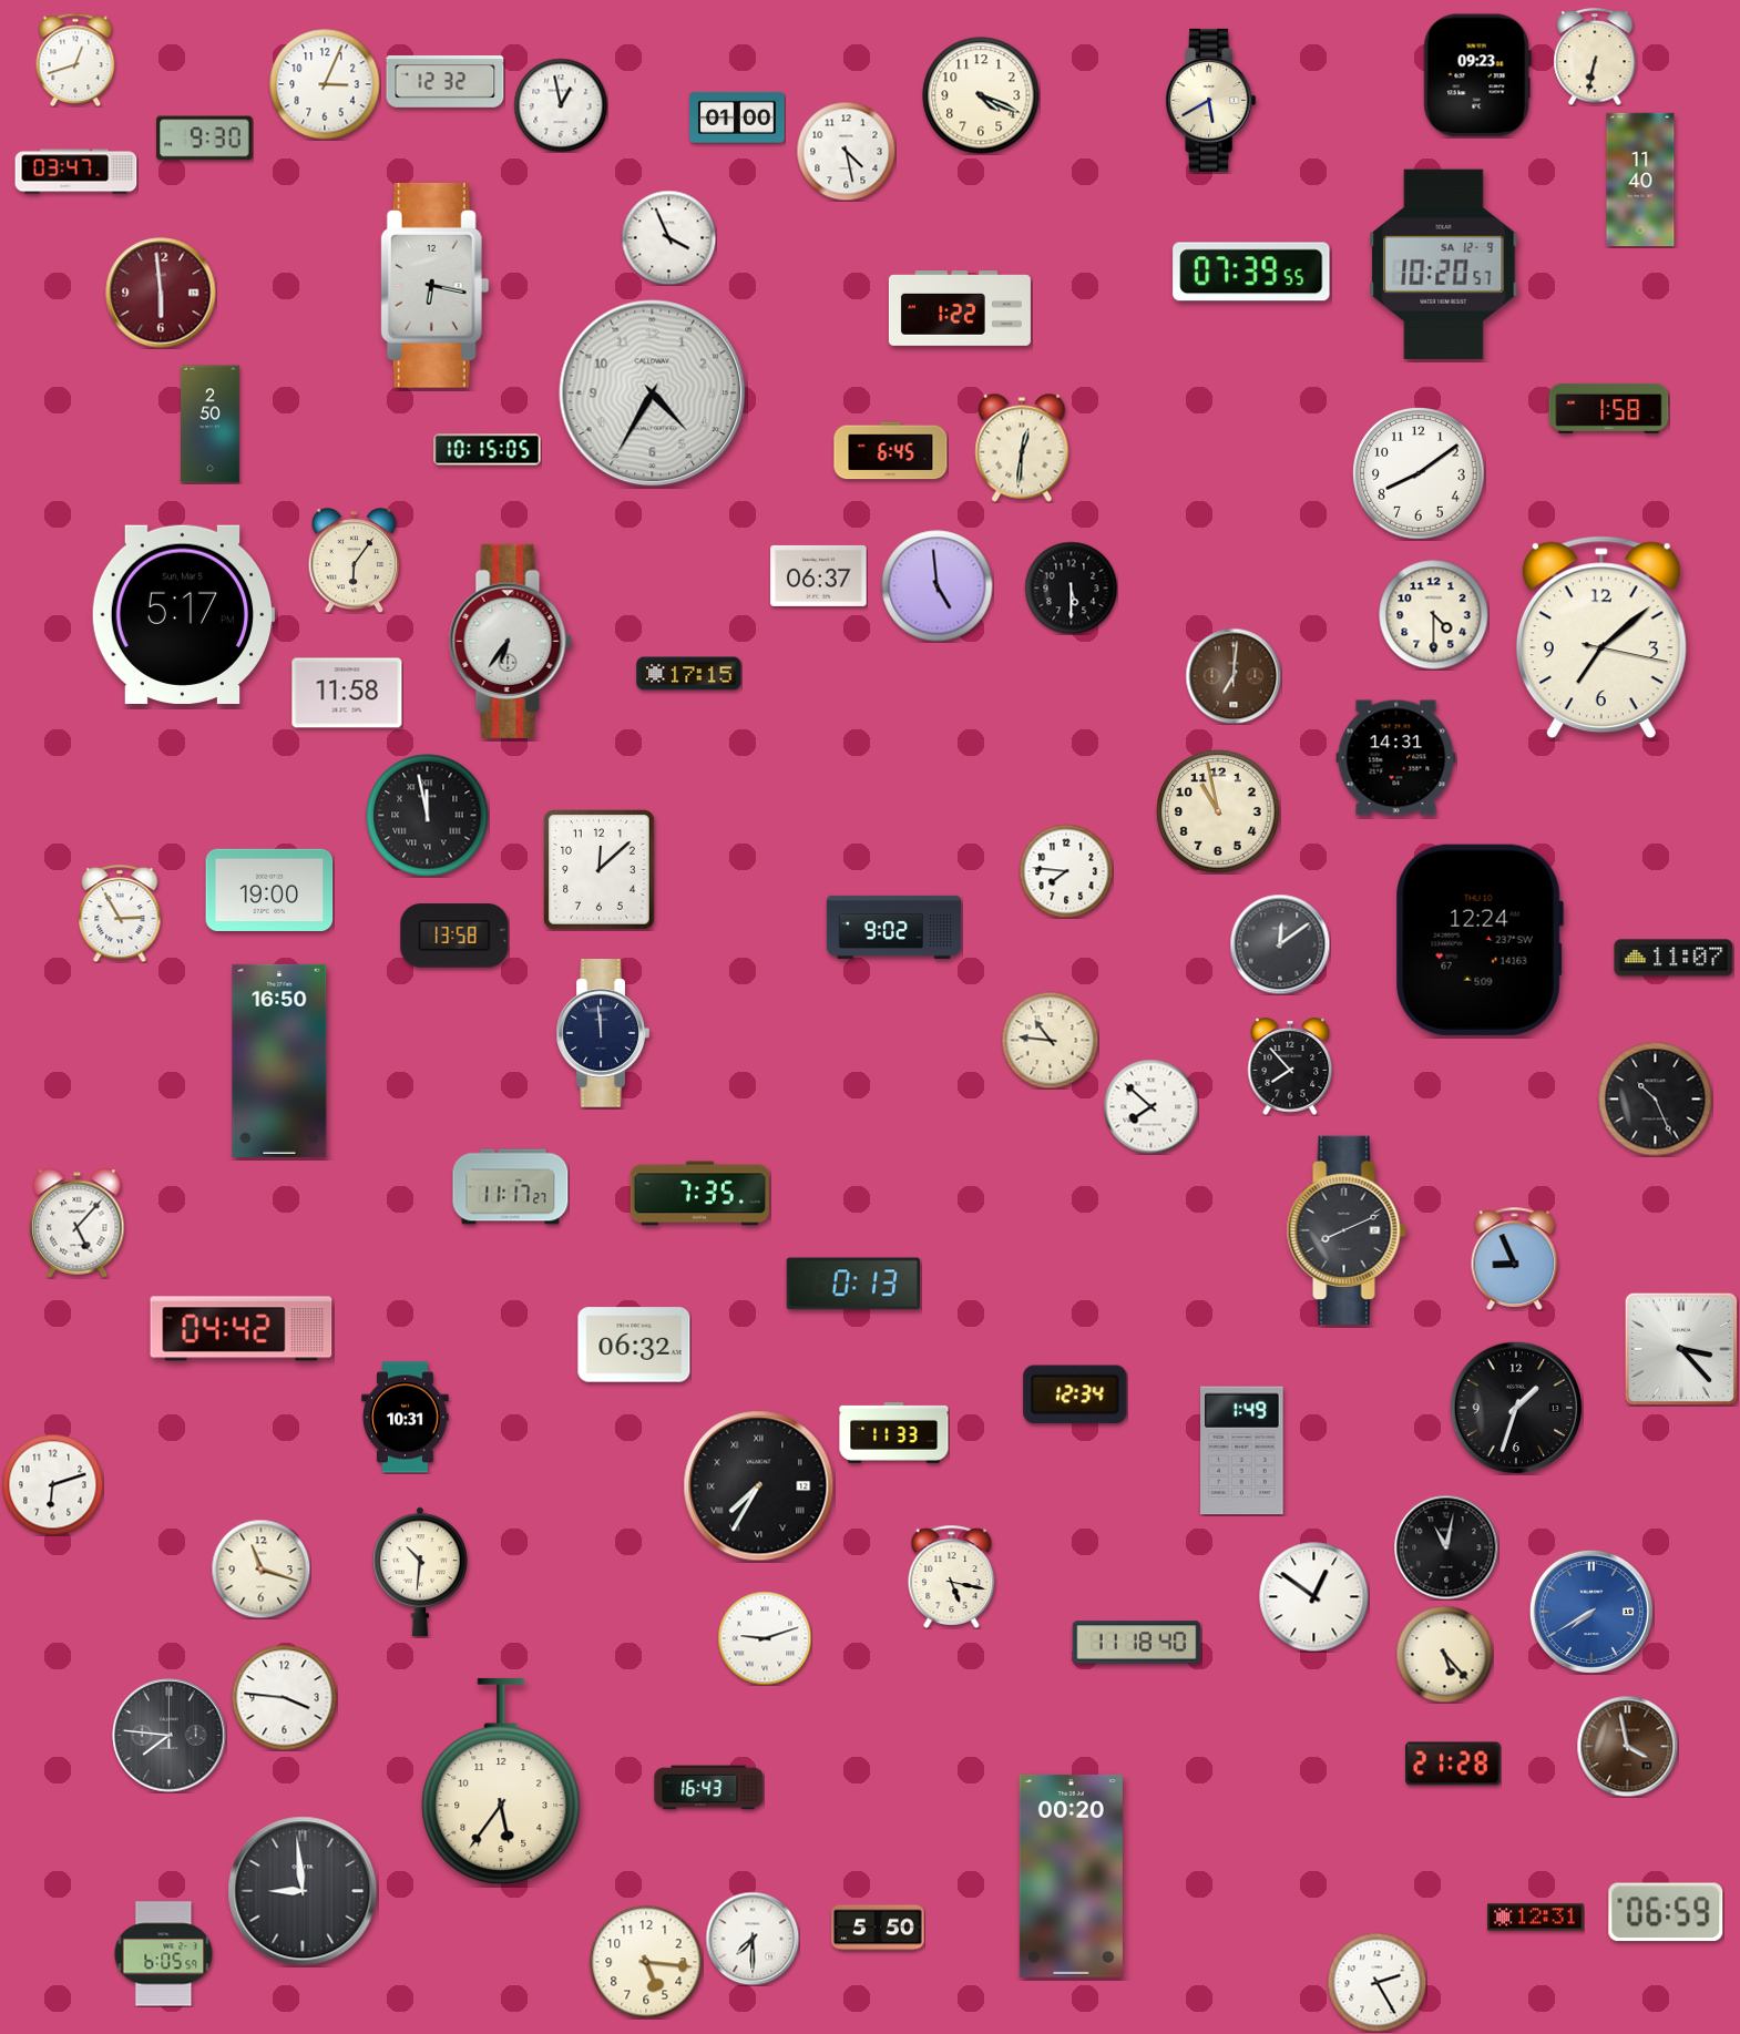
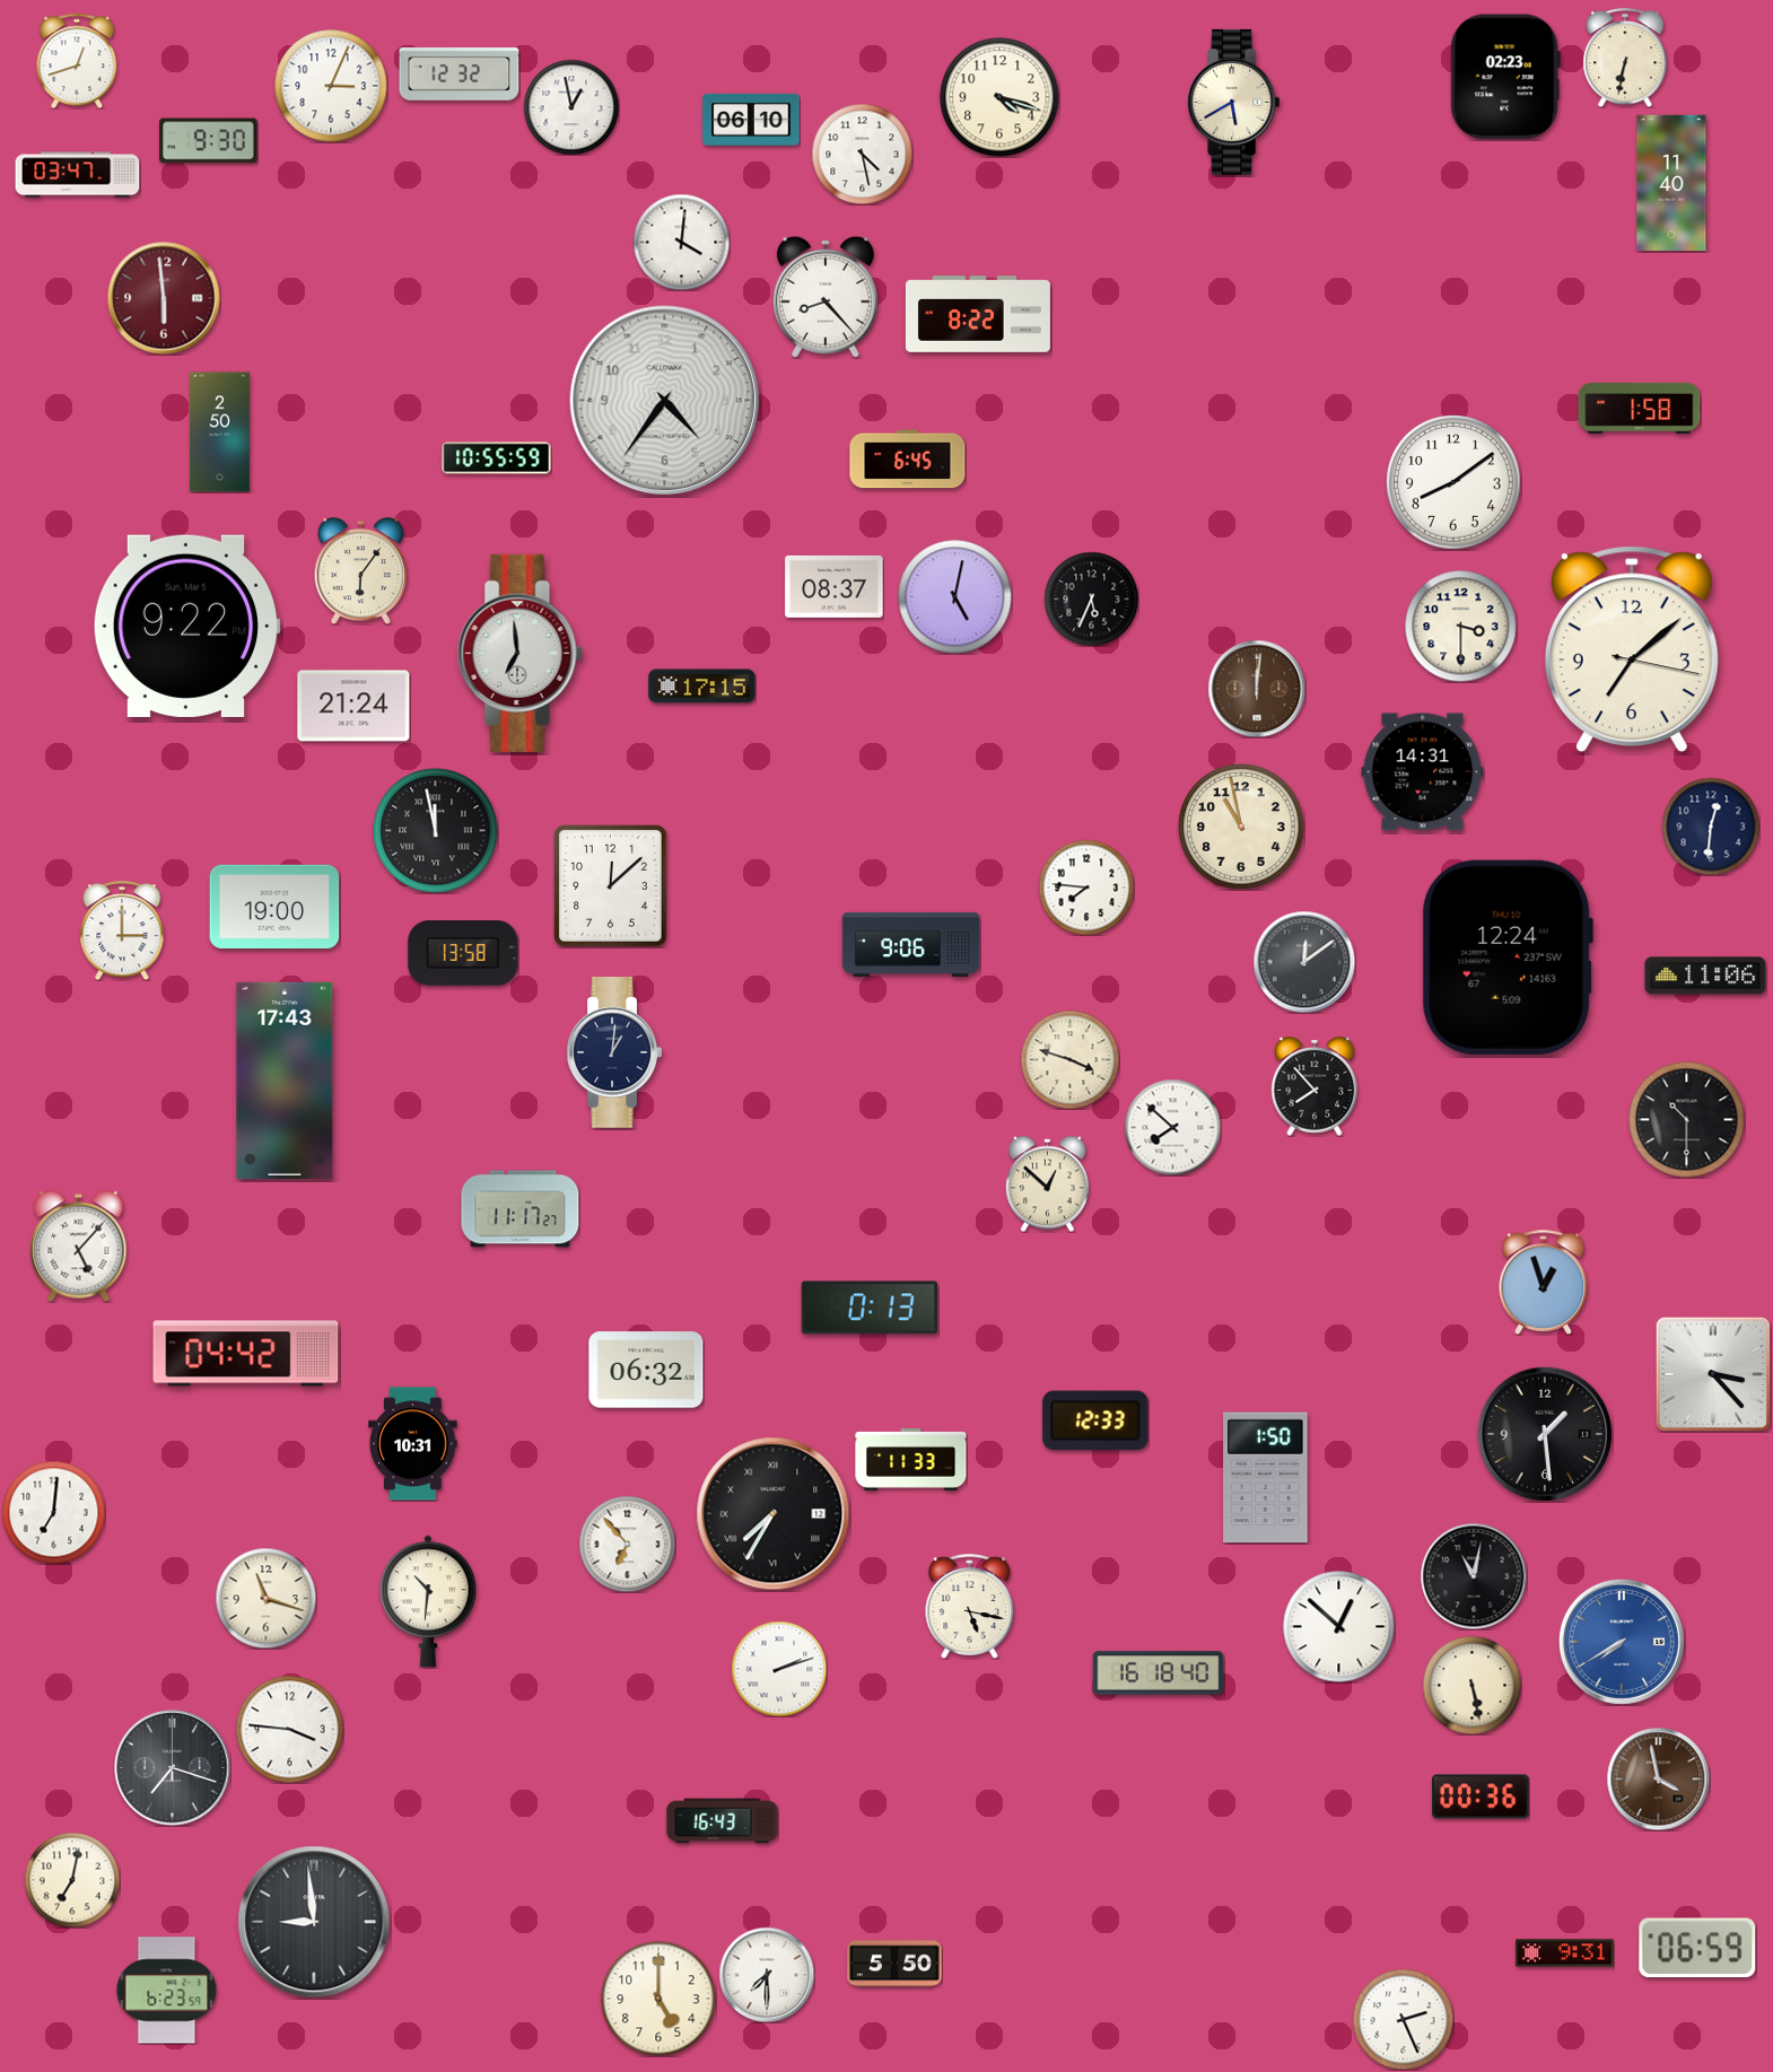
clock at (1477, 75): 09:23 -> 02:23
clock at (446, 82) position: (446, 82) -> (460, 75)
clock at (981, 95): 4:19 -> 4:18
clock at (737, 117): 01:00 -> 06:10
clock at (668, 237): 3:56 -> 4:01
clock at (1444, 264): 10:20 -> none
clock at (1251, 272): 07:39 -> none
clock at (434, 285): 6:17 -> none
clock at (826, 297): none -> 8:23
clock at (960, 309): 1:22 -> 8:22
clock at (653, 393): 4:35 -> 4:36
clock at (1609, 408) position: (1609, 408) -> (1640, 408)
clock at (211, 425) position: (211, 425) -> (220, 432)
clock at (1022, 448): 12:31 -> none
clock at (488, 450): 10:15 -> 10:55
clock at (1419, 473) position: (1419, 473) -> (1453, 482)
clock at (819, 575): 06:37 -> 08:37
clock at (938, 586): 4:59 -> 5:02
clock at (1071, 587): 5:30 -> 5:34
clock at (183, 614): 5:17 -> 9:22
clock at (1434, 615): 4:30 -> 3:30
clock at (510, 641): 6:36 -> 6:59
clock at (1234, 676): 7:01 -> 12:01
clock at (347, 693): 11:58 -> 21:24
clock at (1711, 827): none -> 12:31
clock at (120, 913): 2:55 -> 3:00
clock at (894, 927): 9:02 -> 9:06
clock at (1674, 958): 11:07 -> 11:06
clock at (603, 1034): 11:59 -> 1:01
clock at (1050, 1040): 10:46 -> 3:48
clock at (279, 1061): 16:50 -> 17:43
clock at (1656, 1100): 10:26 -> 10:30
clock at (1047, 1183): none -> 12:52
clock at (699, 1194): 7:35 -> none
clock at (1347, 1230): 8:11 -> none
clock at (1515, 1258): 8:56 -> 12:57
clock at (1075, 1394): 12:34 -> 12:33
clock at (1516, 1408): 1:33 -> 1:29
clock at (1242, 1451): 1:49 -> 1:50
clock at (52, 1484): 6:12 -> 7:01
clock at (627, 1544): none -> 6:53
clock at (1314, 1597): 12:51 -> 12:52
clock at (765, 1638): 9:12 -> 2:12
clock at (1137, 1643): 11:18 -> 16:18
clock at (1444, 1654): 5:23 -> 5:28
clock at (170, 1736): 7:46 -> 7:18
clock at (1453, 1764): 21:28 -> 00:36
clock at (501, 1781): 5:36 -> none
clock at (72, 1880): none -> 7:02
clock at (1071, 1875): 00:20 -> none
clock at (303, 1891) position: (303, 1891) -> (314, 1922)
clock at (1536, 1918): 12:31 -> 9:31
clock at (164, 1954): 6:05 -> 6:23
clock at (646, 1962): 5:16 -> 5:00
clock at (1376, 1982): 2:25 -> 2:26
